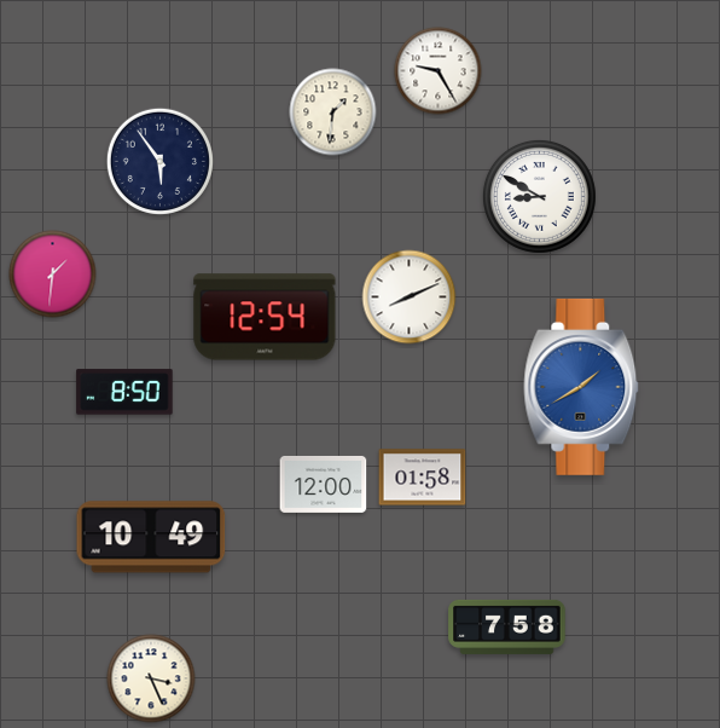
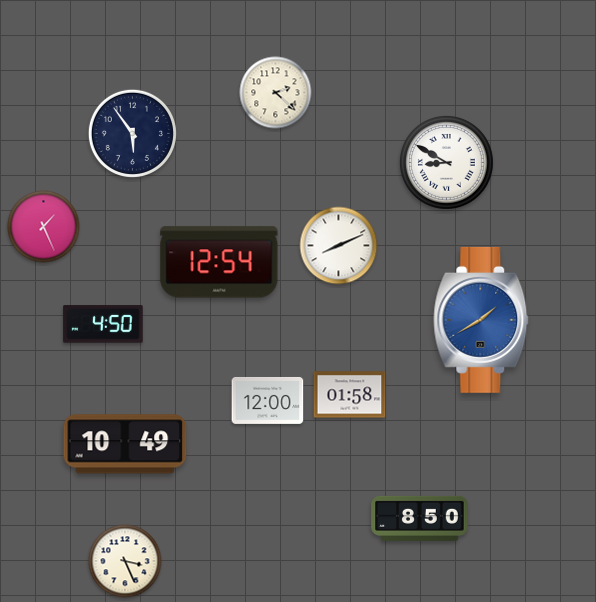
clock at (439, 71): 9:25 -> none
clock at (333, 112): 1:31 -> 2:22
clock at (53, 275): 1:31 -> 1:26
clock at (124, 392): 8:50 -> 4:50
clock at (507, 626): 7:58 -> 8:50
